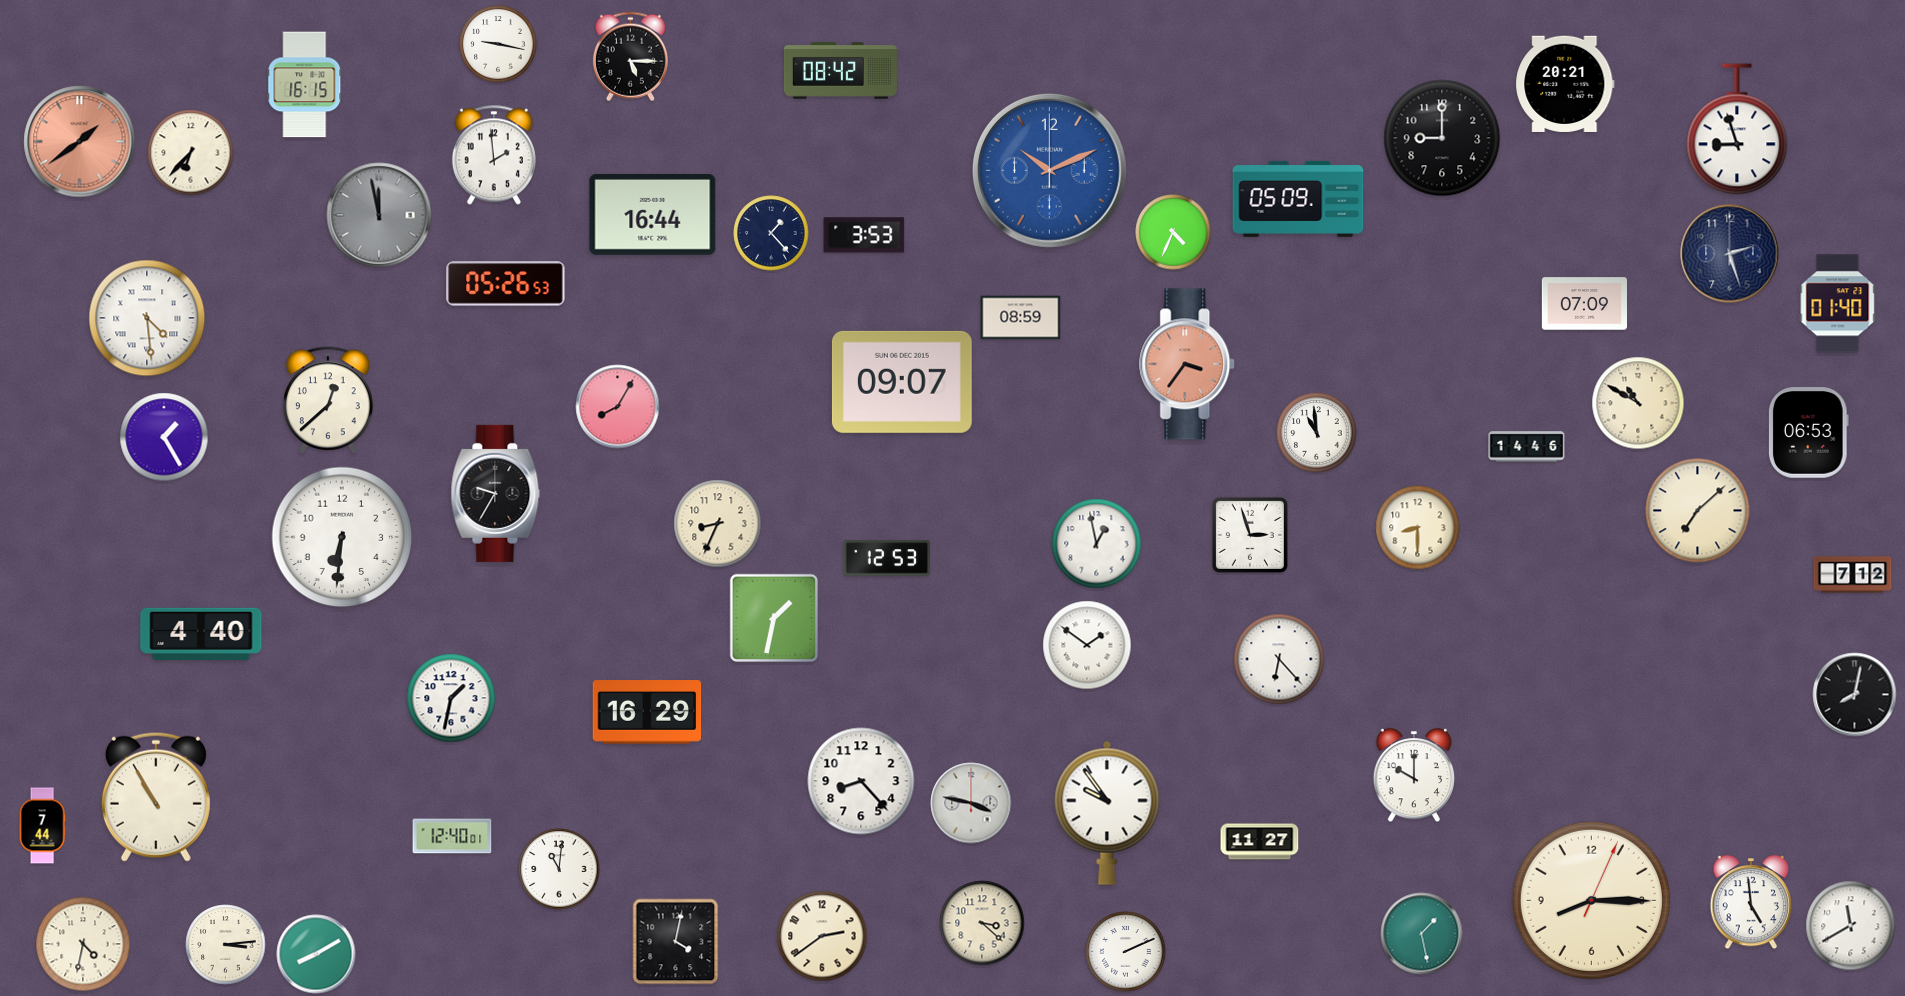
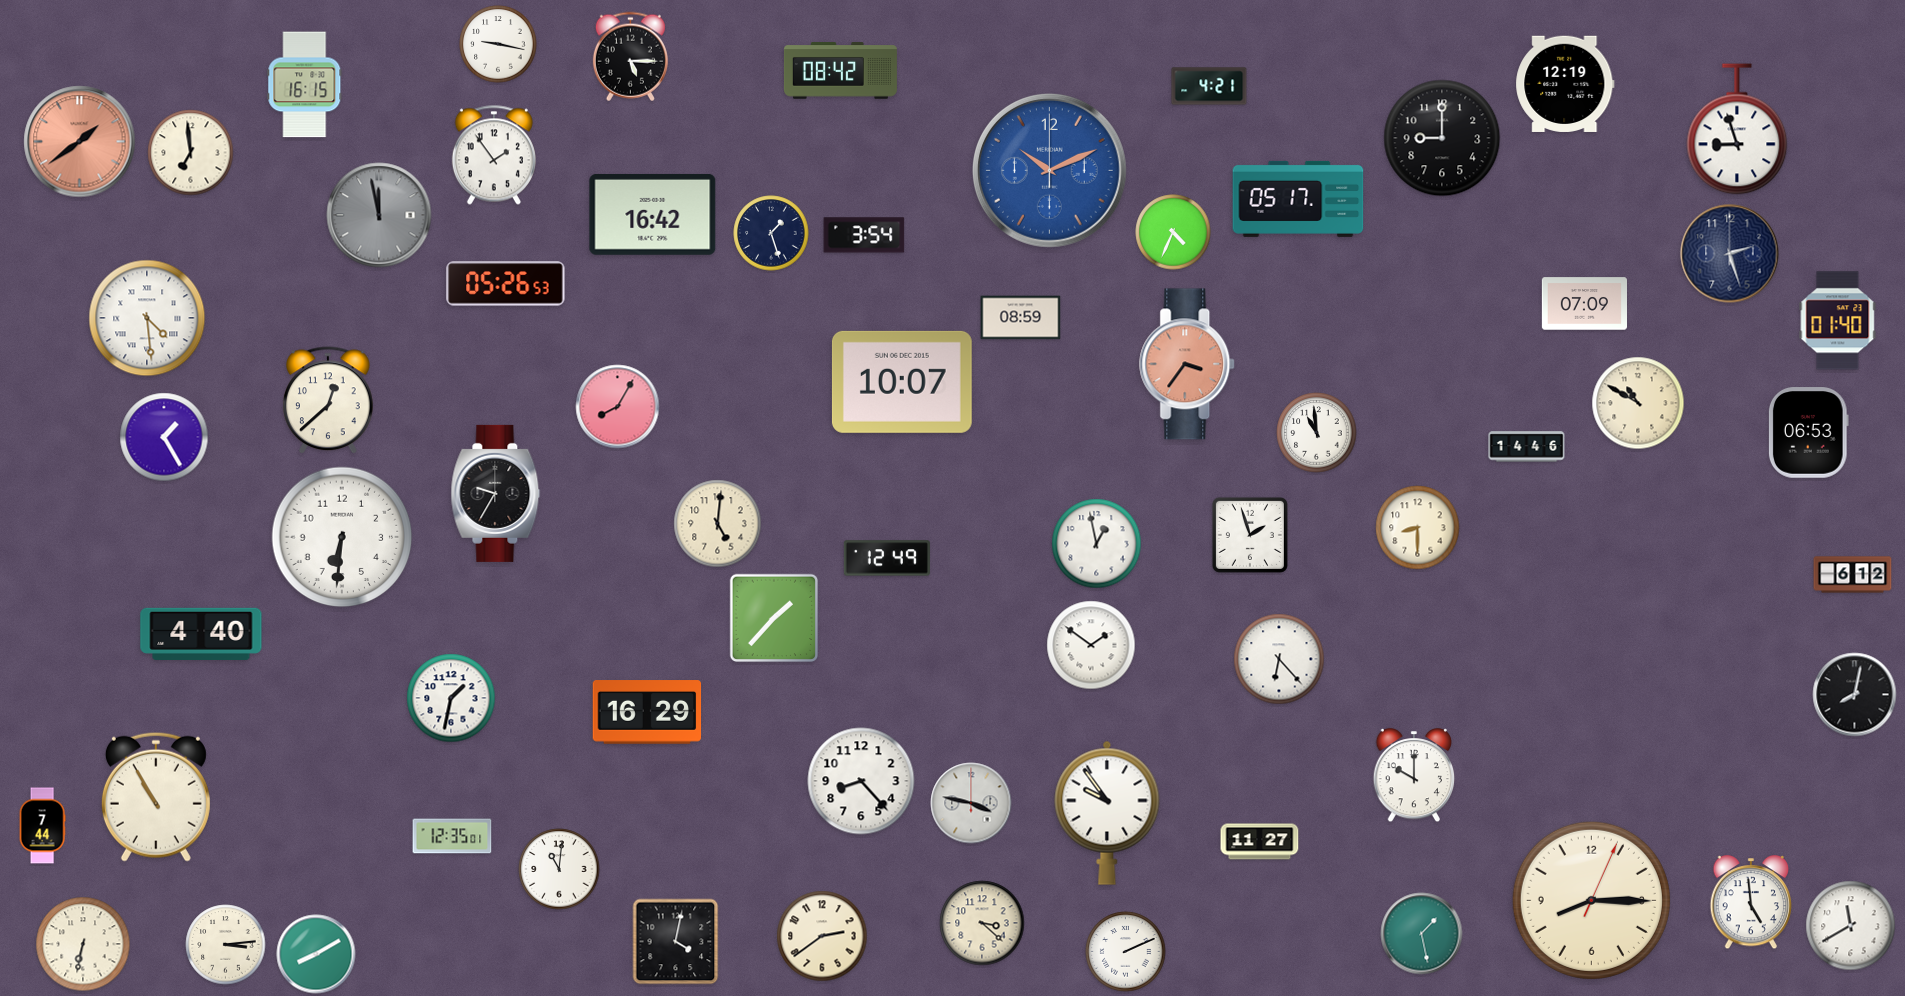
clock at (1565, 84): 20:21 -> 12:19
clock at (1209, 86): none -> 4:21
clock at (191, 153): 6:37 -> 6:59
clock at (494, 155): 1:59 -> 1:54
clock at (1298, 199): 05:09 -> 05:17
clock at (653, 214): 16:44 -> 16:42
clock at (771, 233): 1:23 -> 1:27
clock at (864, 235): 3:53 -> 3:54
clock at (1838, 304) position: (1838, 304) -> (1838, 321)
clock at (902, 382): 09:07 -> 10:07
clock at (1698, 511): 7:08 -> none
clock at (718, 524): 8:34 -> 5:01
clock at (1250, 535): 2:57 -> 1:57
clock at (887, 558): 12:53 -> 12:49
clock at (1853, 575): 7:12 -> 6:12
clock at (774, 618): 1:32 -> 1:37
clock at (1087, 645) position: (1087, 645) -> (1091, 645)
clock at (452, 836): 12:40 -> 12:35
clock at (83, 944): 4:32 -> 6:32
